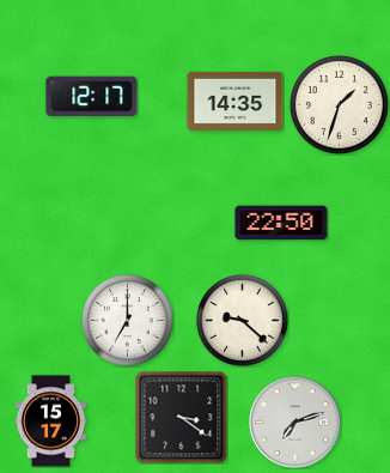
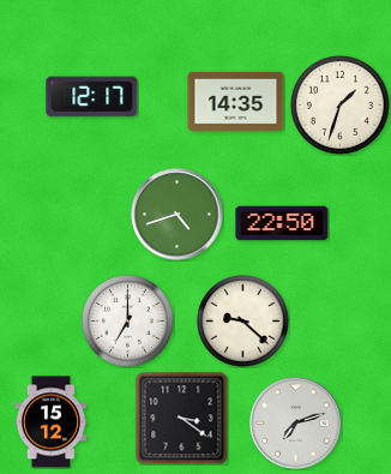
clock at (178, 215): none -> 4:42
clock at (50, 422): 15:17 -> 15:12
